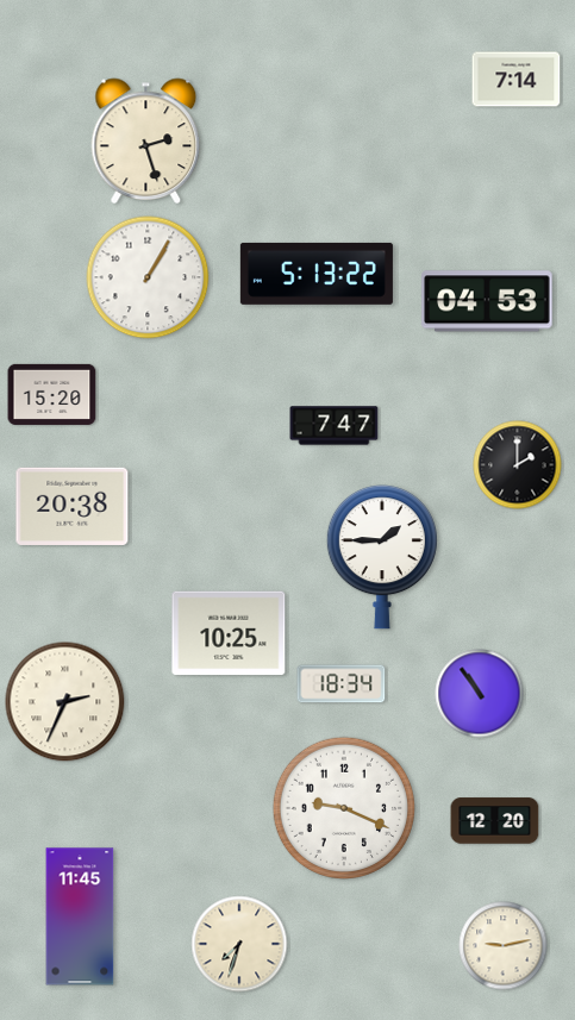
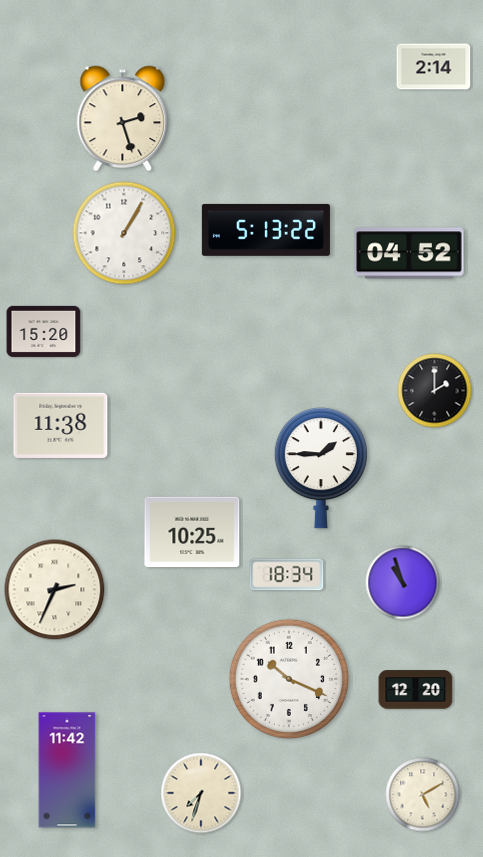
clock at (517, 80): 7:14 -> 2:14
clock at (487, 301): 04:53 -> 04:52
clock at (335, 426): 7:47 -> none
clock at (73, 506): 20:38 -> 11:38
clock at (480, 694): 10:54 -> 10:57
clock at (343, 807): 9:19 -> 10:19
clock at (80, 916): 11:45 -> 11:42
clock at (504, 946): 9:13 -> 5:10
